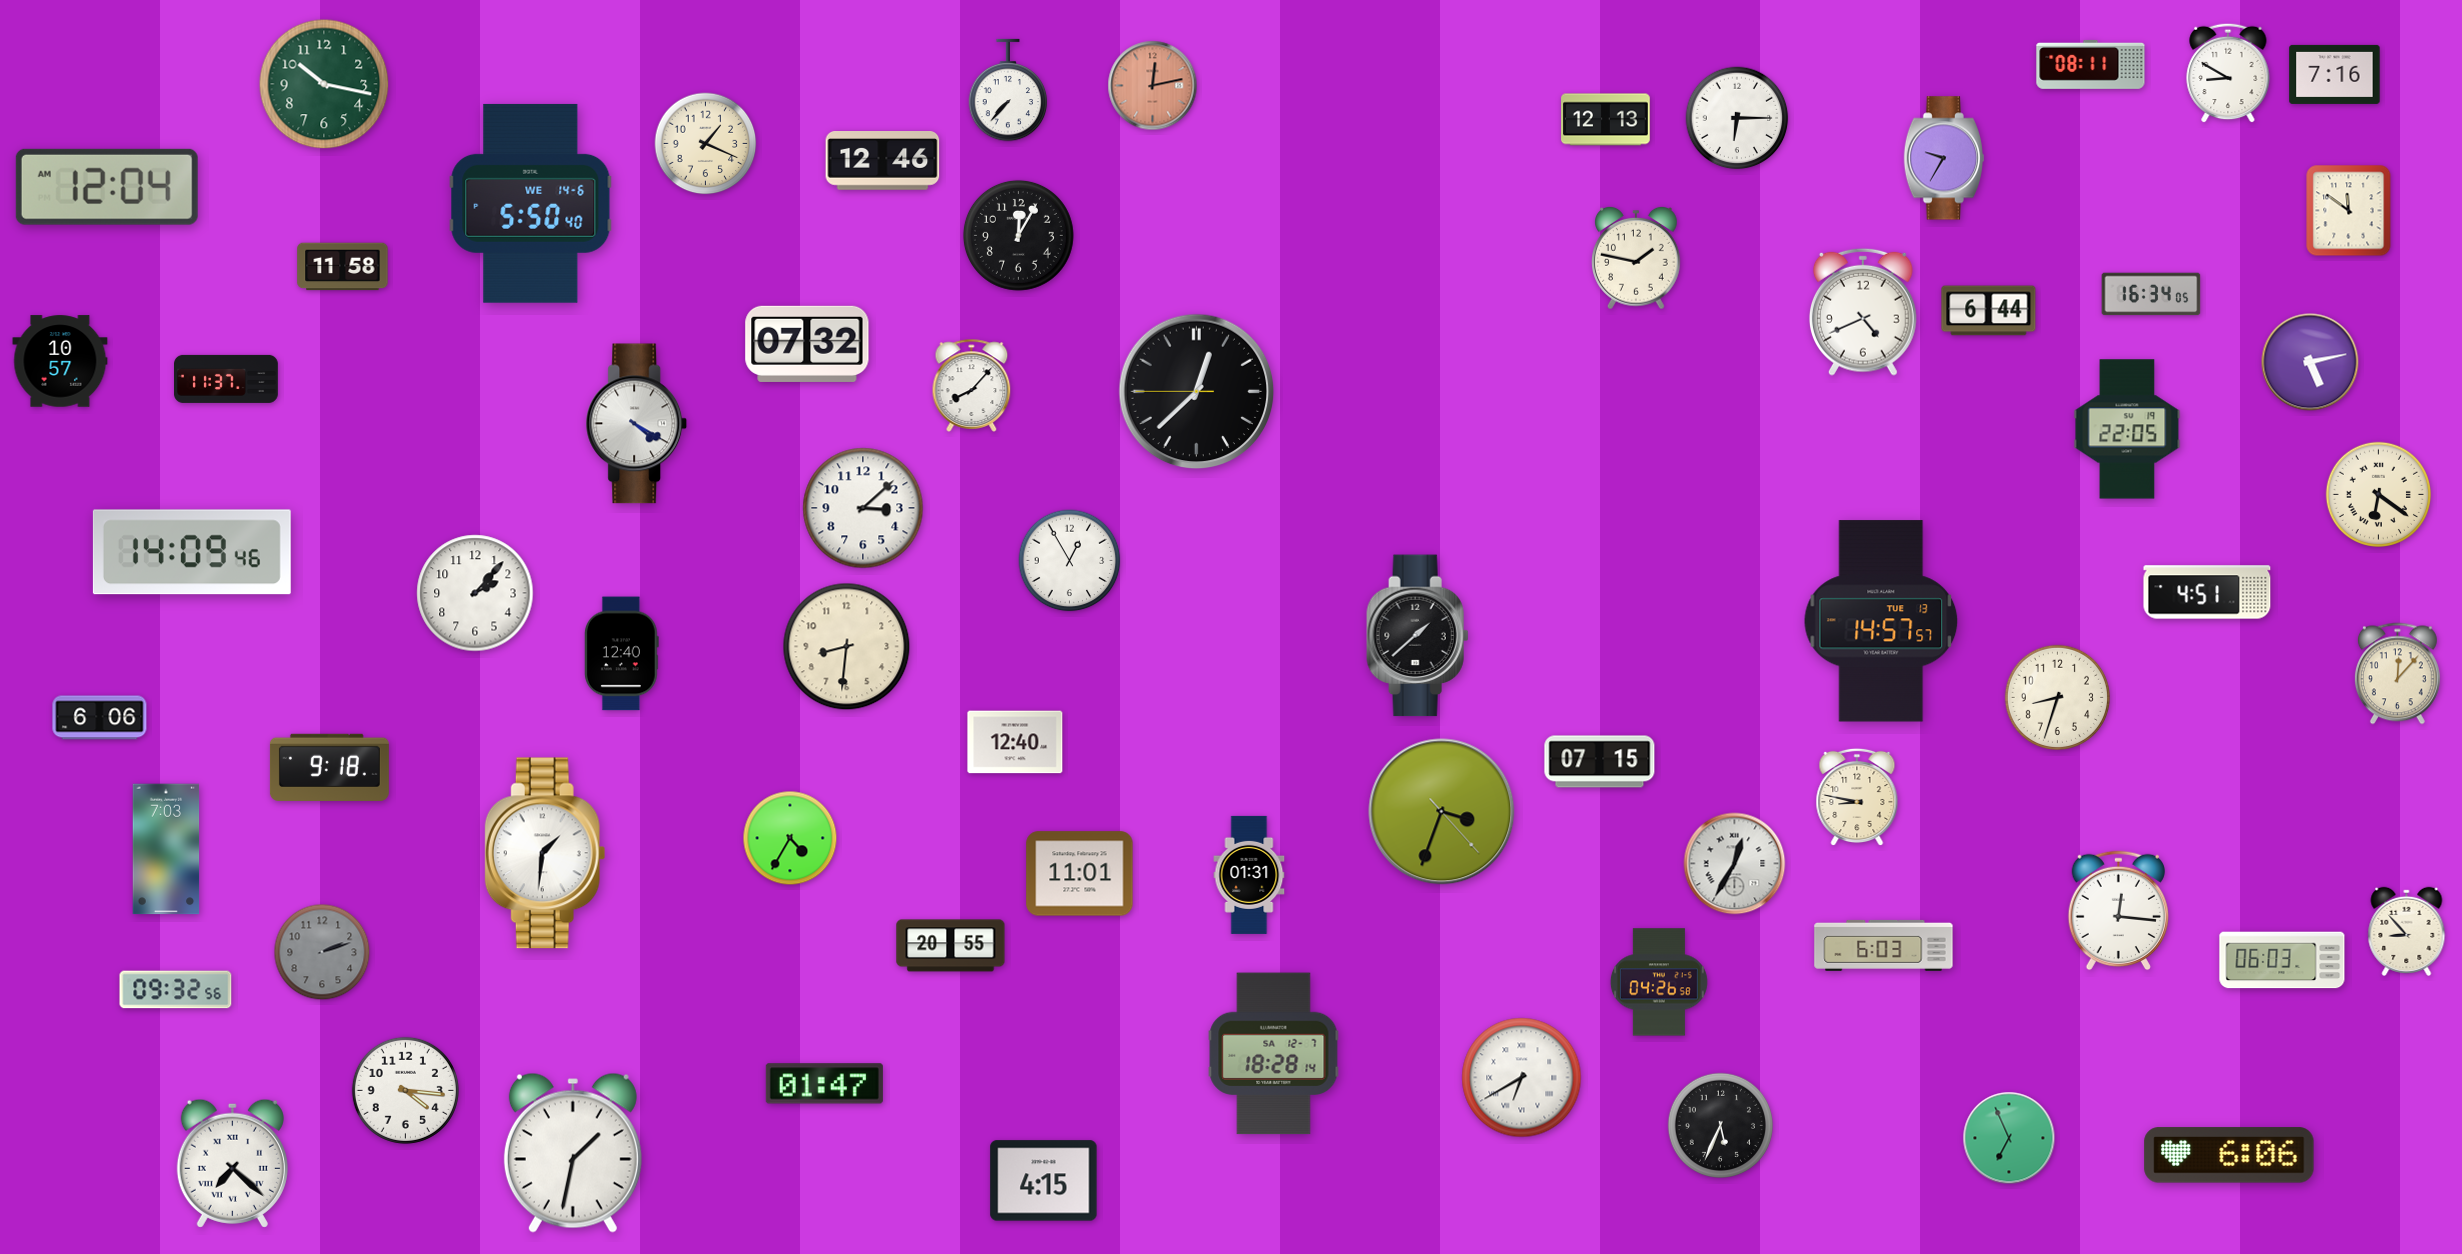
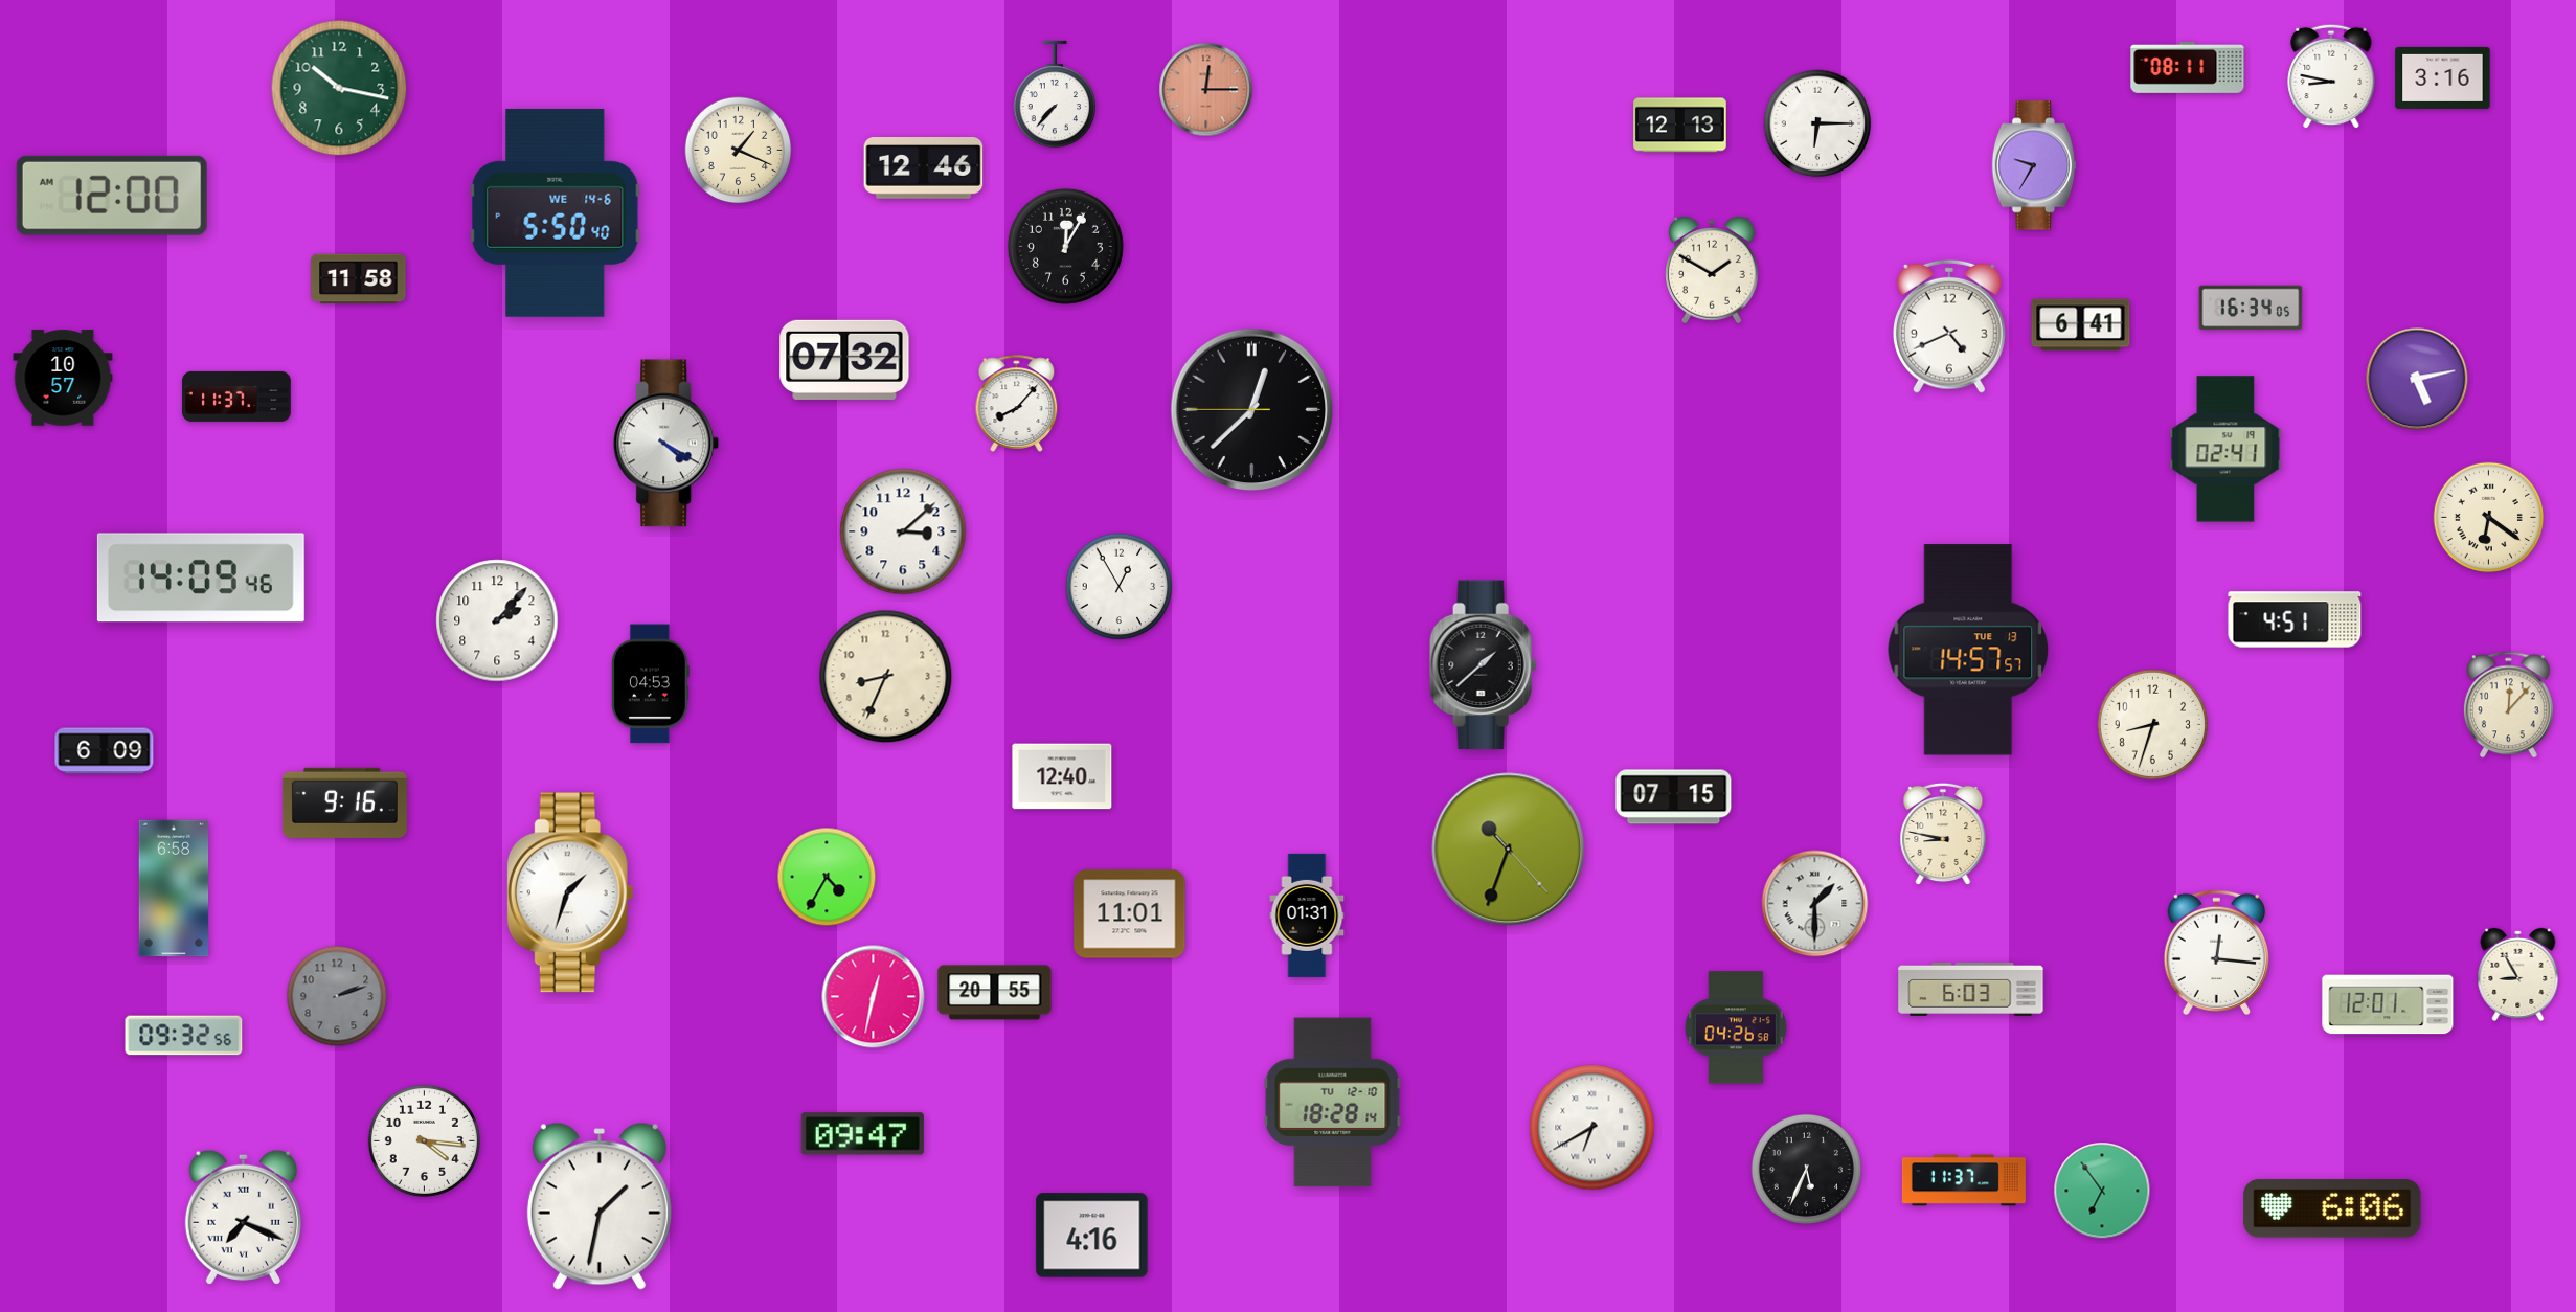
clock at (2228, 73): 8:50 -> 8:47
clock at (2335, 74): 7:16 -> 3:16
clock at (1153, 86): 12:13 -> 12:15
clock at (107, 187): 12:04 -> 12:00
clock at (2349, 211): 11:51 -> none
clock at (1637, 258): 1:47 -> 1:50
clock at (1989, 311): 6:44 -> 6:41
clock at (2127, 429): 22:05 -> 02:41
clock at (2207, 592) position: (2207, 592) -> (2295, 619)
clock at (847, 647): 8:31 -> 8:34
clock at (621, 654): 12:40 -> 04:53
clock at (2057, 697) position: (2057, 697) -> (2152, 724)
clock at (100, 718): 6:06 -> 6:09
clock at (329, 767): 9:18 -> 9:16
clock at (1442, 812): 3:33 -> 10:33
clock at (166, 849): 7:03 -> 6:58
clock at (545, 853): 1:31 -> 1:33
clock at (1735, 864): 12:35 -> 1:30
clock at (2407, 931): 8:53 -> 8:55
clock at (951, 946) position: (951, 946) -> (995, 993)
clock at (874, 997): none -> 12:32
clock at (2282, 960): 06:03 -> 12:01
clock at (1274, 1054) date: SA 12-7 -> TU 12-10
clock at (824, 1084): 01:47 -> 09:47
clock at (1720, 1125) position: (1720, 1125) -> (1806, 1169)
clock at (1964, 1180): none -> 11:37
clock at (2009, 1138): 6:56 -> 6:54
clock at (232, 1163): 7:22 -> 7:19
clock at (1044, 1181): 4:15 -> 4:16
